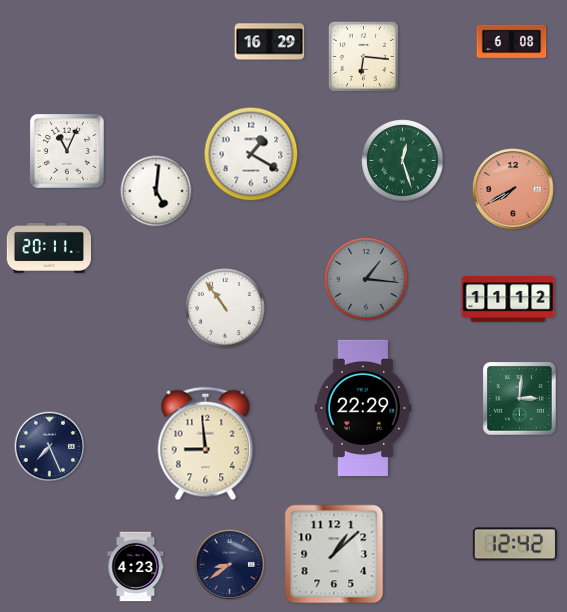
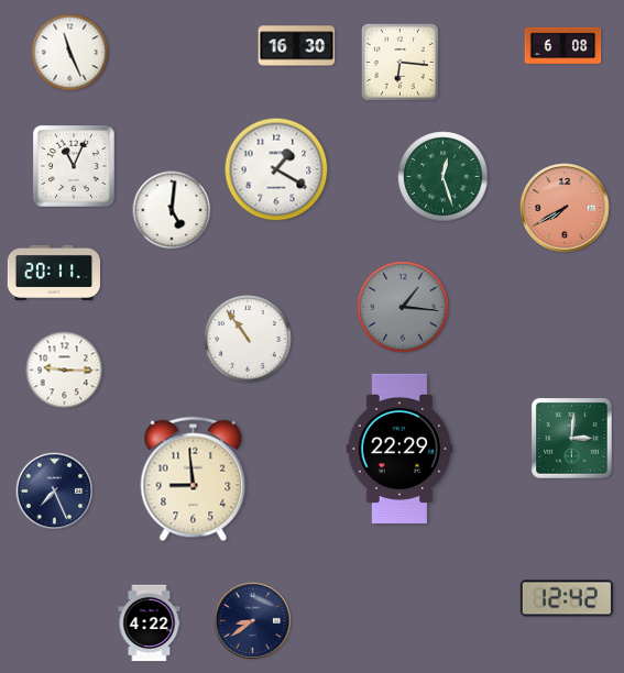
clock at (270, 42): 16:29 -> 16:30
clock at (70, 53): none -> 11:26
clock at (508, 299): 11:12 -> none
clock at (65, 371): none -> 9:15
clock at (206, 444) position: (206, 444) -> (194, 479)
clock at (334, 554): 1:08 -> none
clock at (136, 567): 4:23 -> 4:22
